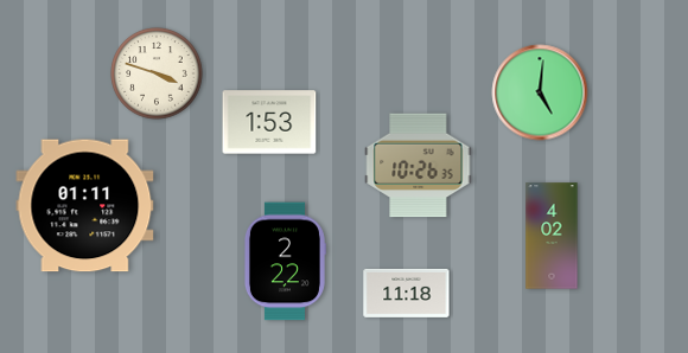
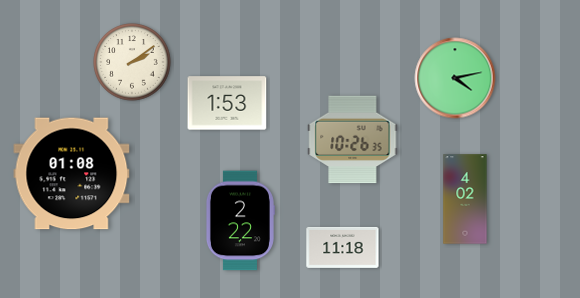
clock at (157, 73): 3:48 -> 2:09
clock at (540, 92): 5:01 -> 4:13
clock at (85, 206): 01:11 -> 01:08
